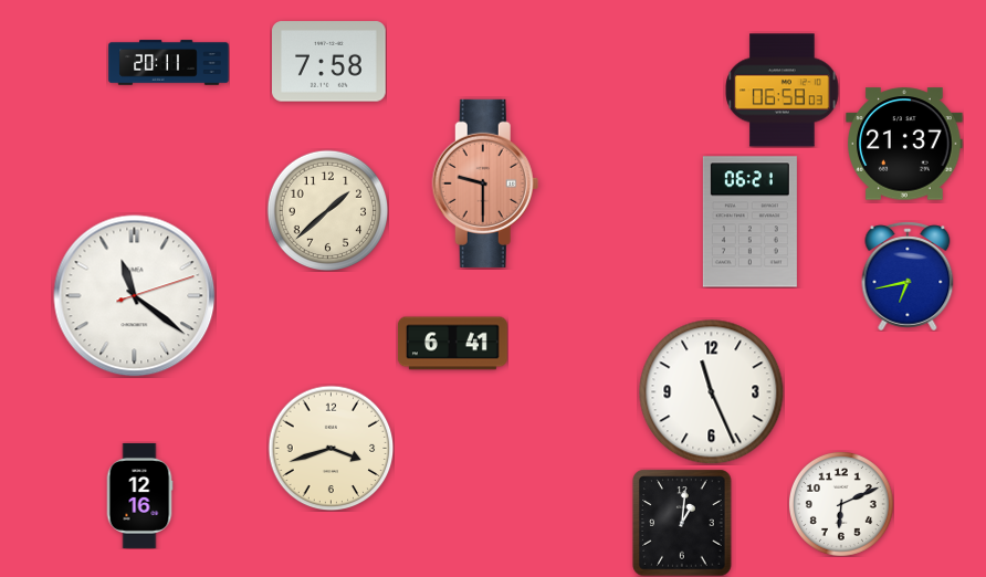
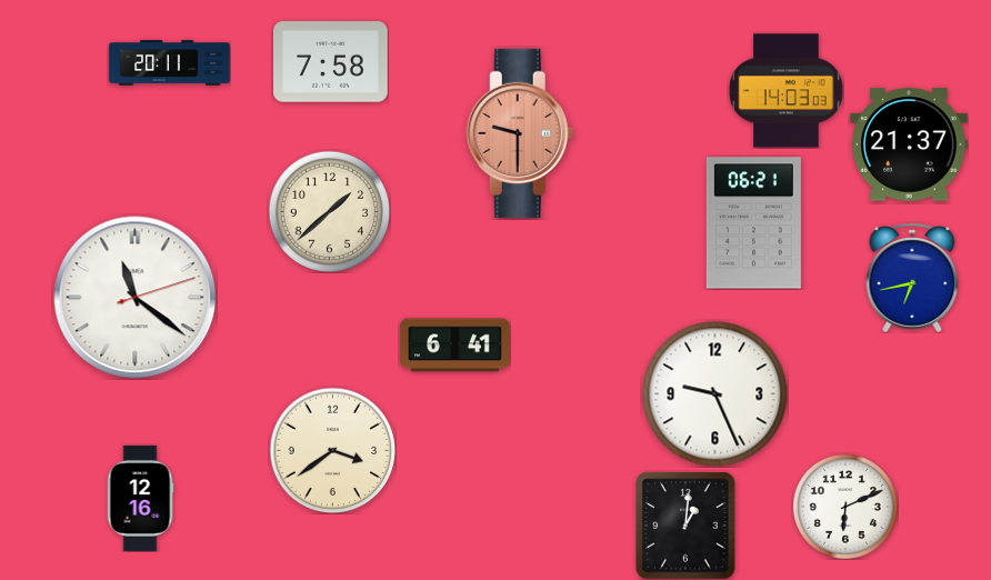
clock at (782, 91): 06:58 -> 14:03
clock at (485, 183) position: (485, 183) -> (520, 133)
clock at (712, 392): 11:26 -> 9:26
clock at (331, 448): 3:42 -> 3:39
